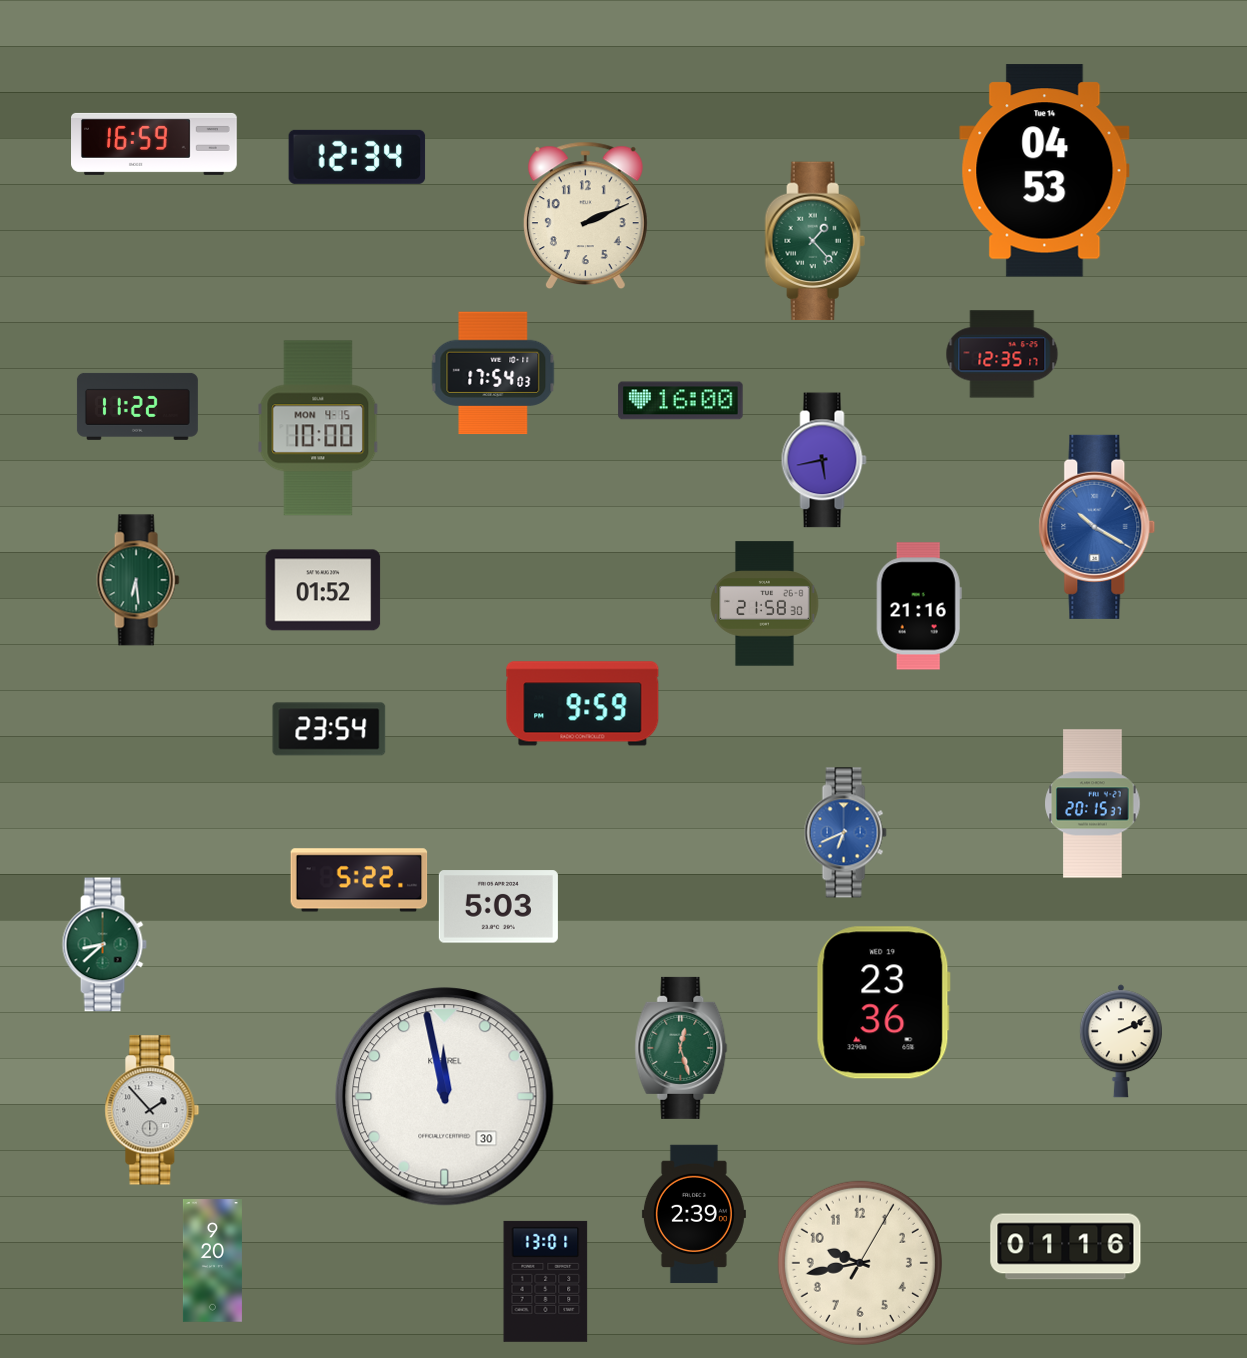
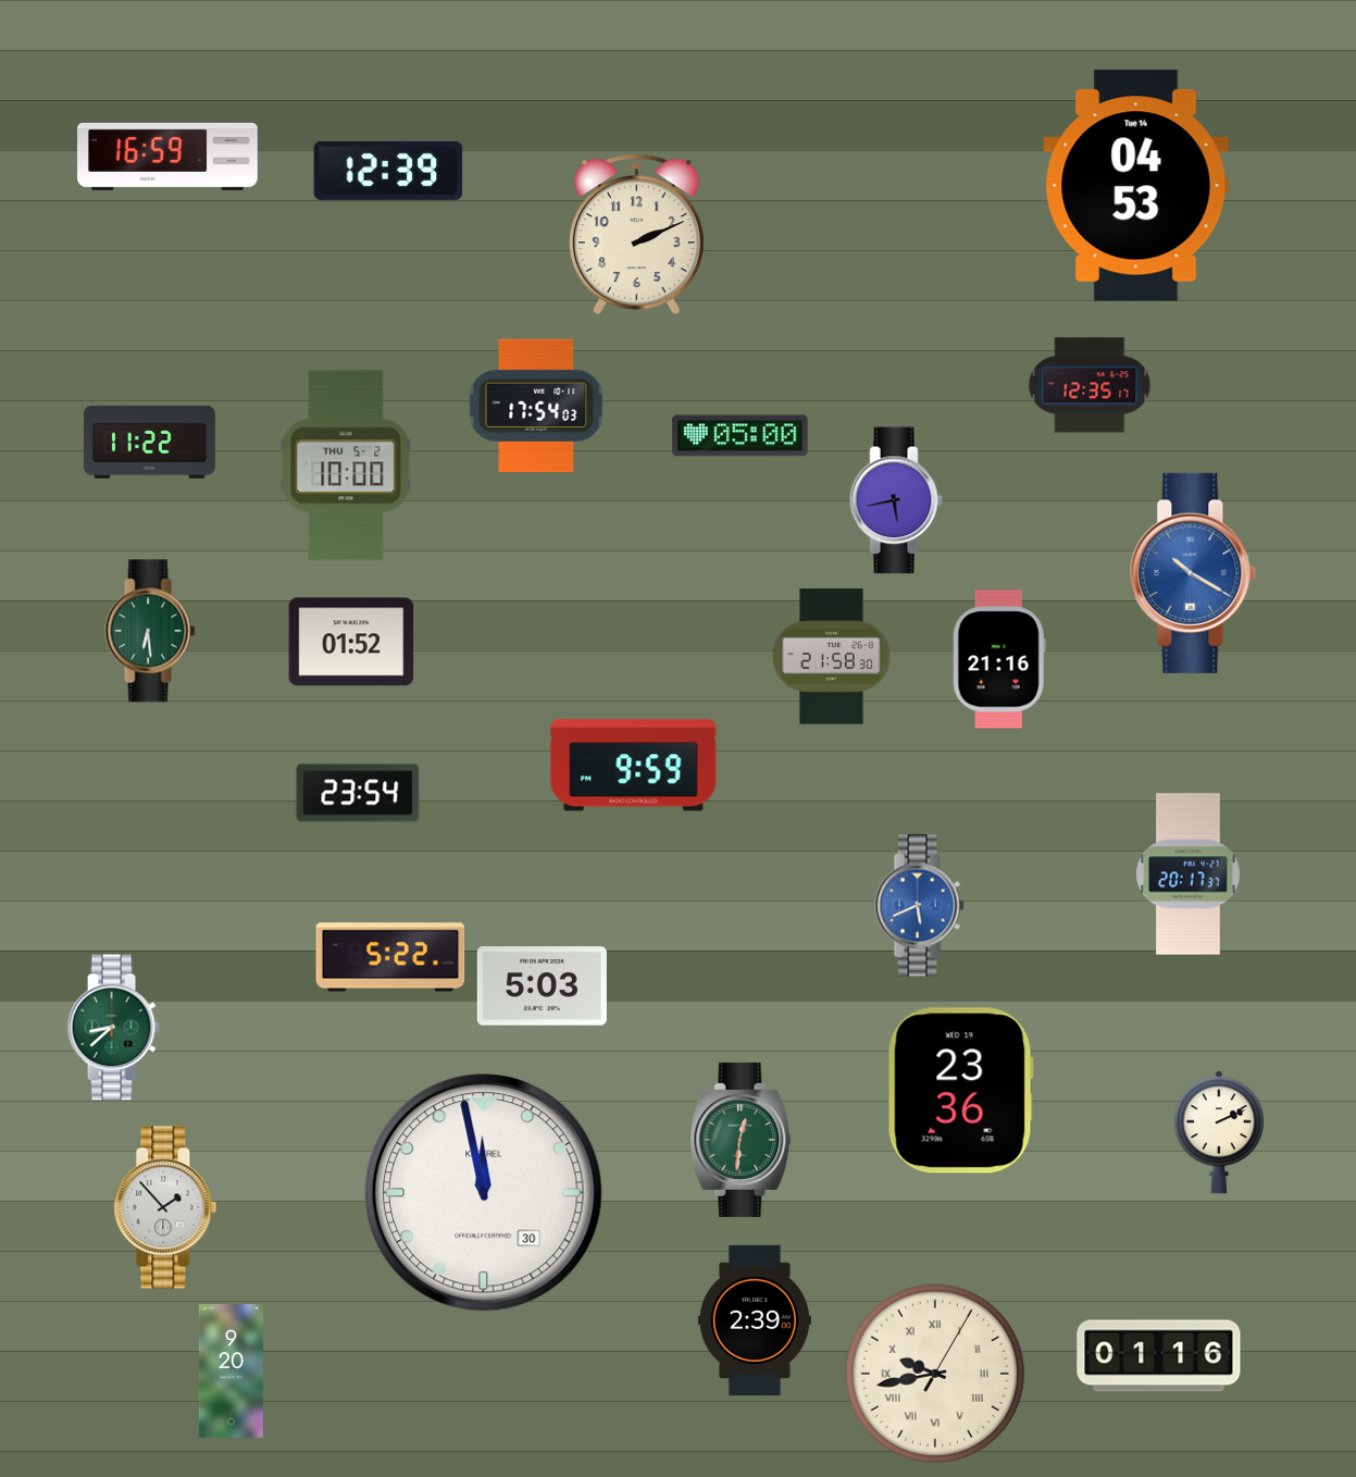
clock at (357, 157): 12:34 -> 12:39
clock at (815, 241): 1:23 -> none
clock at (681, 401): 16:00 -> 05:00
clock at (318, 428) date: MON 4-15 -> THU 5-2
clock at (1093, 804): 20:15 -> 20:17
clock at (845, 833): 6:41 -> 5:41
clock at (681, 1048): 12:27 -> 12:31
clock at (860, 1263) numerals: Arabic -> Roman
clock at (546, 1281): 13:01 -> none
